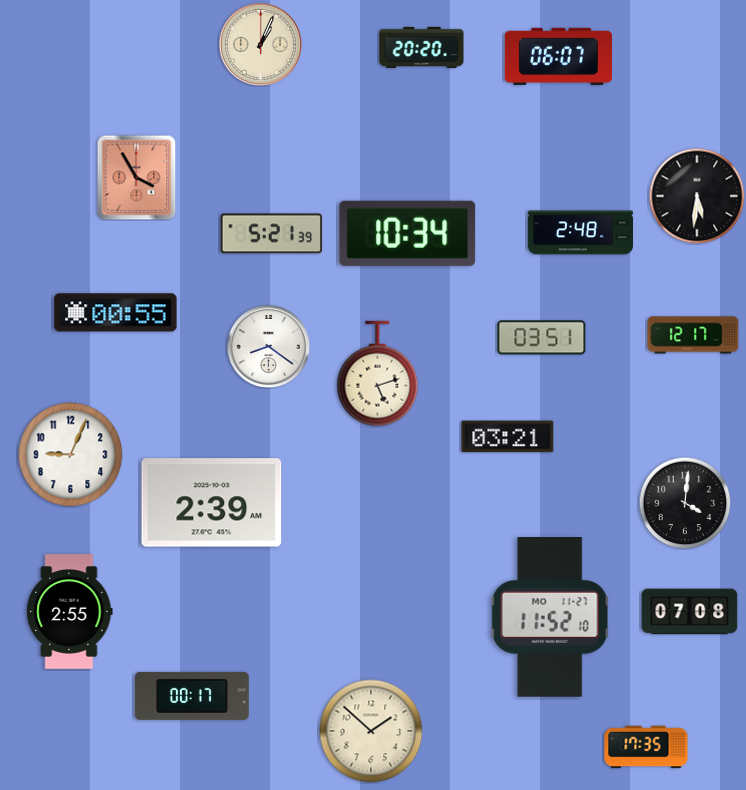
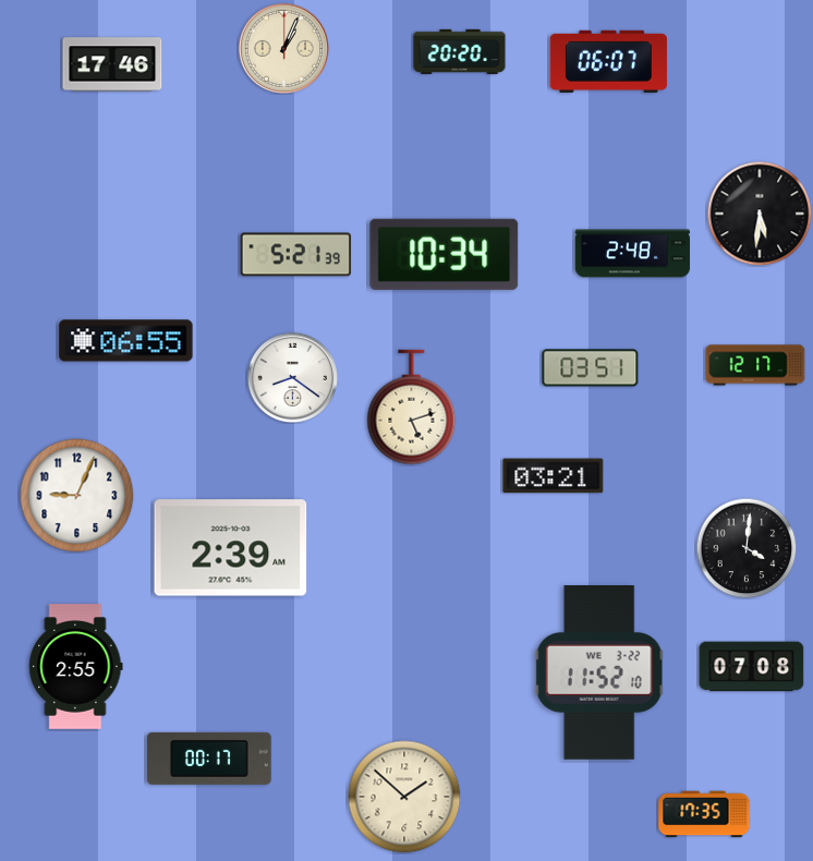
clock at (112, 64): none -> 17:46
clock at (137, 177): 3:55 -> none
clock at (116, 313): 00:55 -> 06:55
clock at (550, 618) date: MO 11-27 -> WE 3-22
